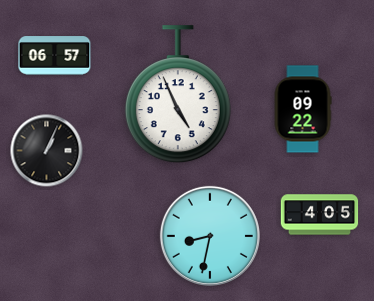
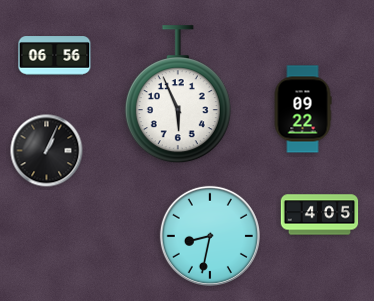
clock at (55, 56): 06:57 -> 06:56
clock at (178, 95): 4:56 -> 5:56
